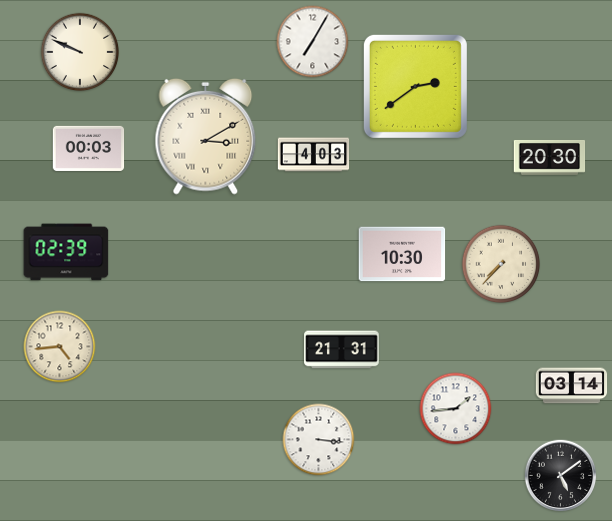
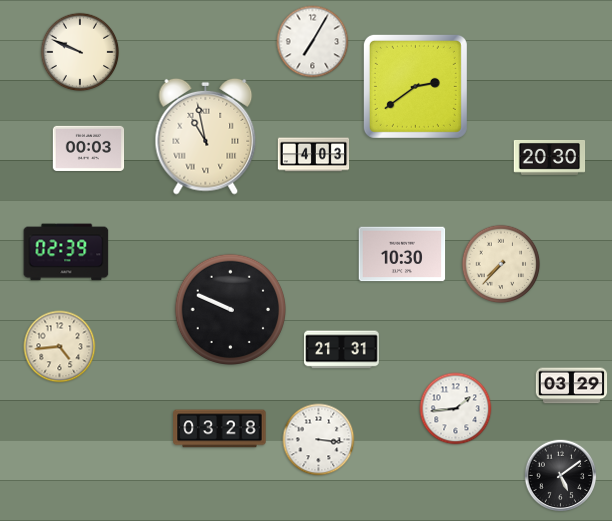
clock at (206, 136): 3:10 -> 10:58
clock at (230, 309): none -> 9:49
clock at (572, 386): 03:14 -> 03:29
clock at (220, 429): none -> 03:28
